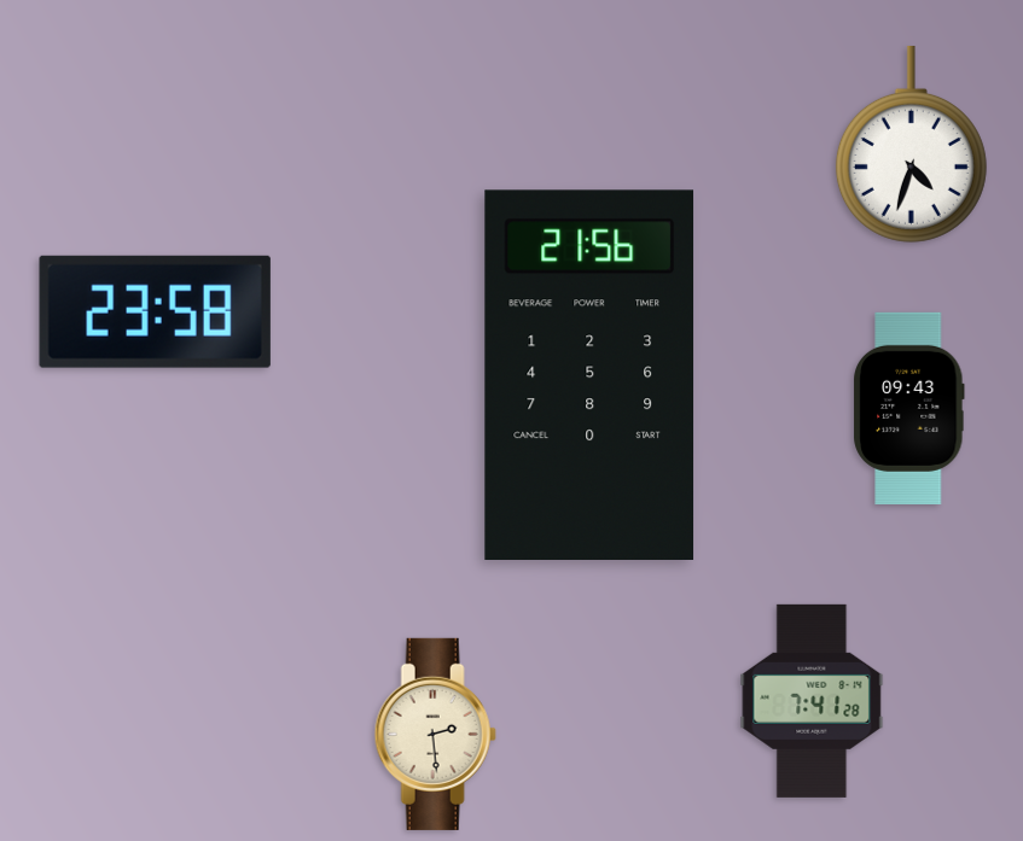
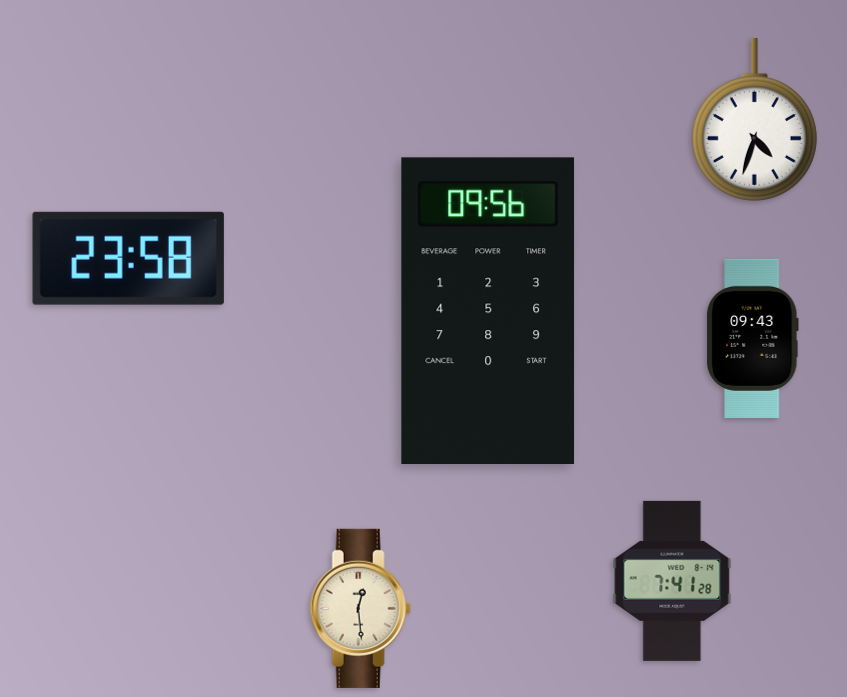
clock at (589, 374): 21:56 -> 09:56
clock at (435, 734): 2:29 -> 12:29
